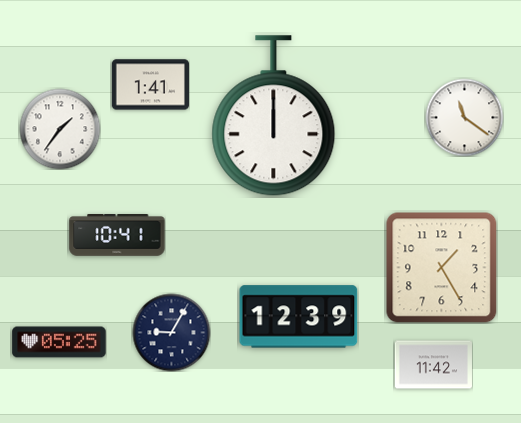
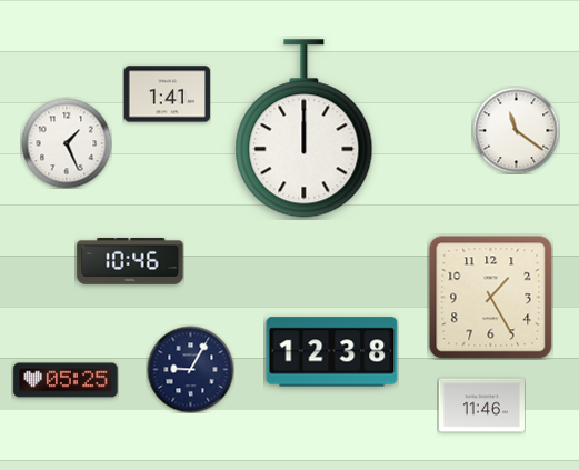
clock at (60, 129): 1:36 -> 1:26
clock at (117, 236): 10:41 -> 10:46
clock at (299, 317): 12:39 -> 12:38
clock at (433, 365): 11:42 -> 11:46
